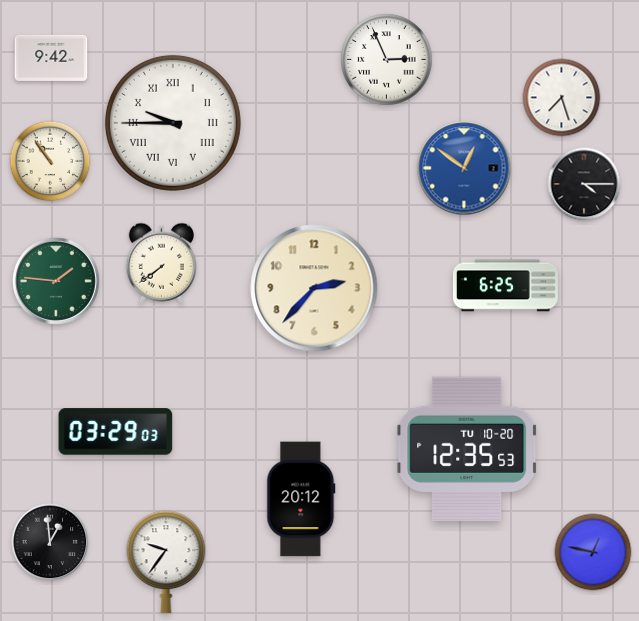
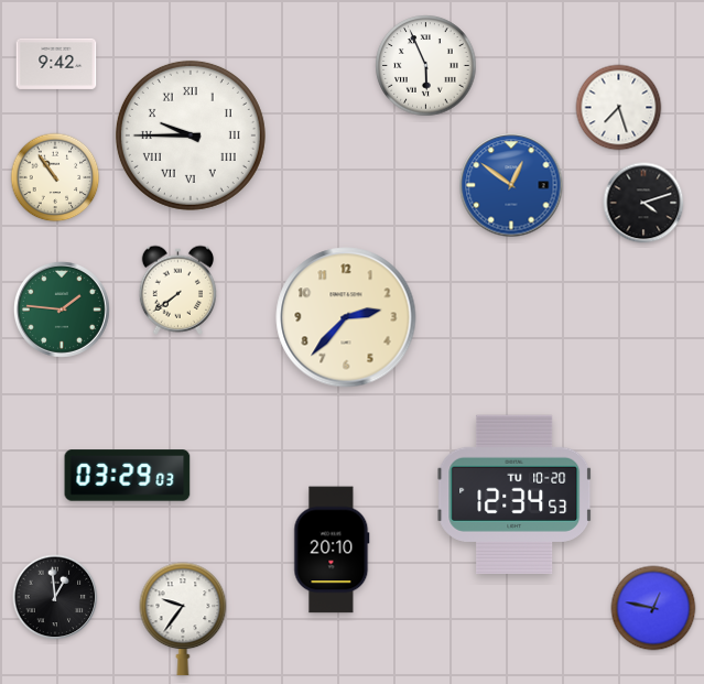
clock at (387, 60): 2:56 -> 5:56
clock at (584, 184): 4:15 -> 4:12
clock at (505, 286): 6:25 -> none
clock at (467, 449): 12:35 -> 12:34
clock at (301, 499): 20:12 -> 20:10
